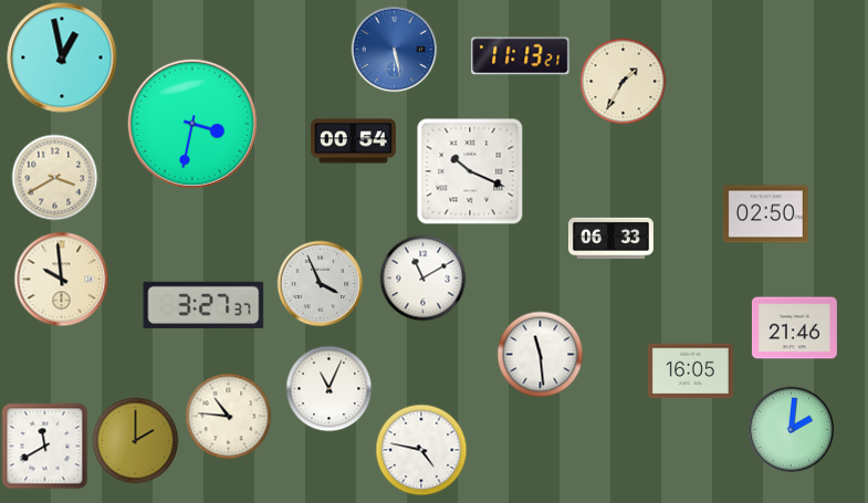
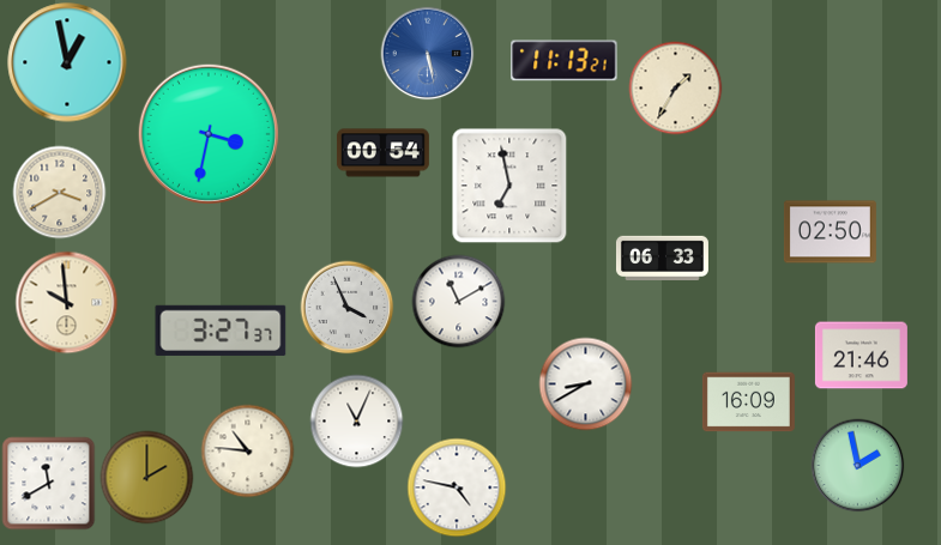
clock at (470, 171): 10:19 -> 6:58
clock at (540, 354): 11:29 -> 8:40
clock at (690, 371): 16:05 -> 16:09
clock at (791, 429): 2:01 -> 1:58
